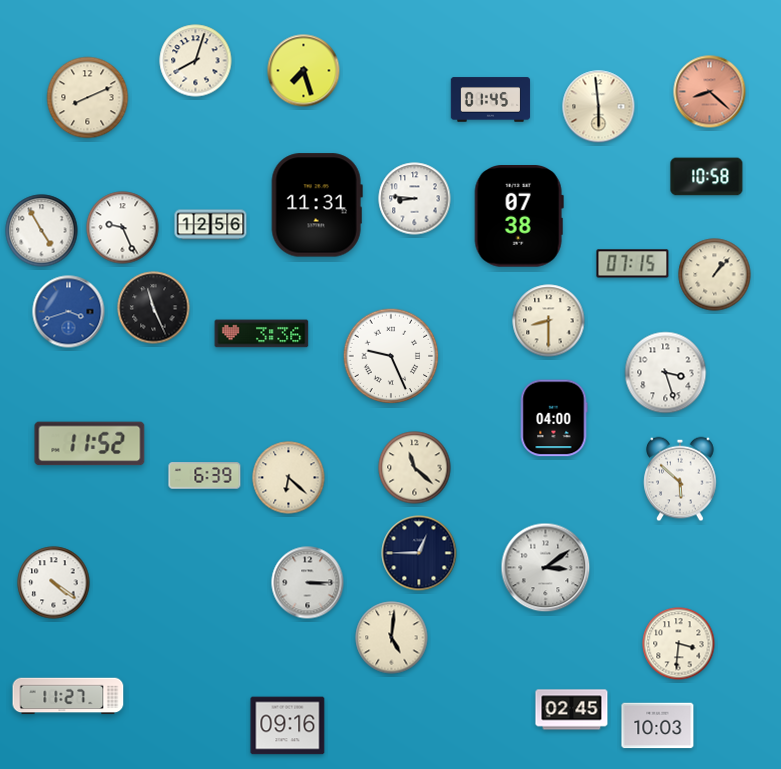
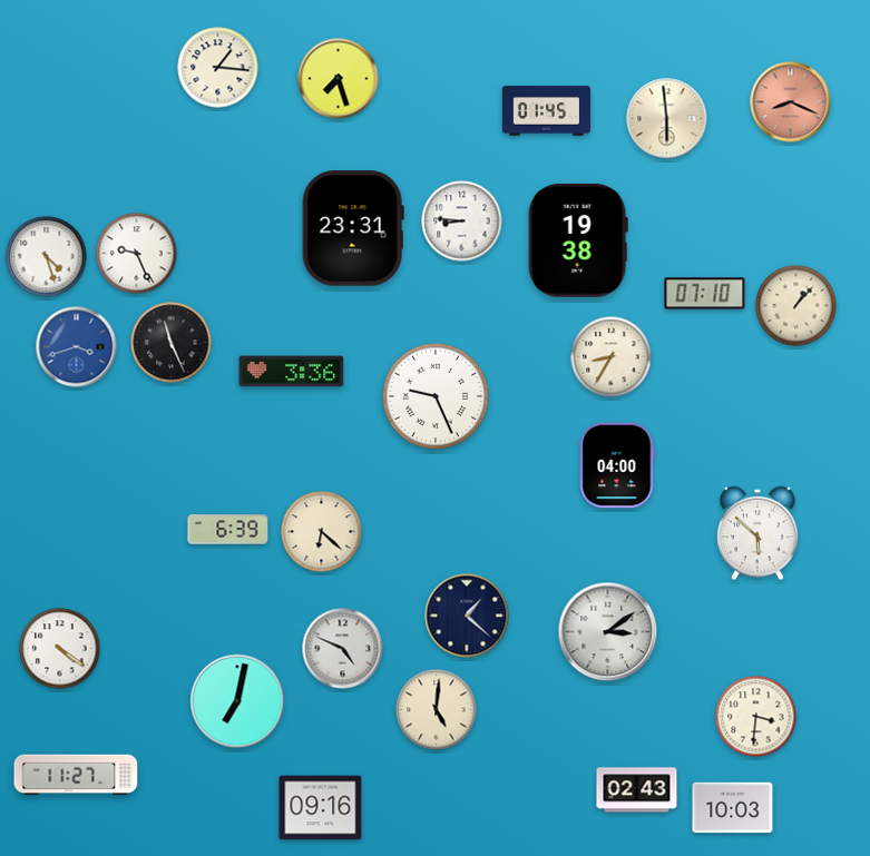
clock at (196, 61): 8:03 -> 1:16
clock at (710, 92): 8:22 -> 8:19
clock at (88, 98): 8:11 -> none
clock at (707, 177): 10:58 -> none
clock at (317, 205): 11:31 -> 23:31
clock at (519, 217): 07:38 -> 19:38
clock at (211, 225): 12:56 -> none
clock at (42, 231): 4:55 -> 4:27
clock at (633, 264): 07:15 -> 07:10
clock at (549, 321): 8:30 -> 8:35
clock at (666, 373): 3:27 -> none
clock at (90, 444): 11:52 -> none
clock at (415, 468): 11:22 -> none
clock at (419, 553): 12:45 -> 1:22
clock at (308, 583): 3:15 -> 4:49
clock at (237, 701): none -> 7:02
clock at (572, 710): 02:45 -> 02:43
